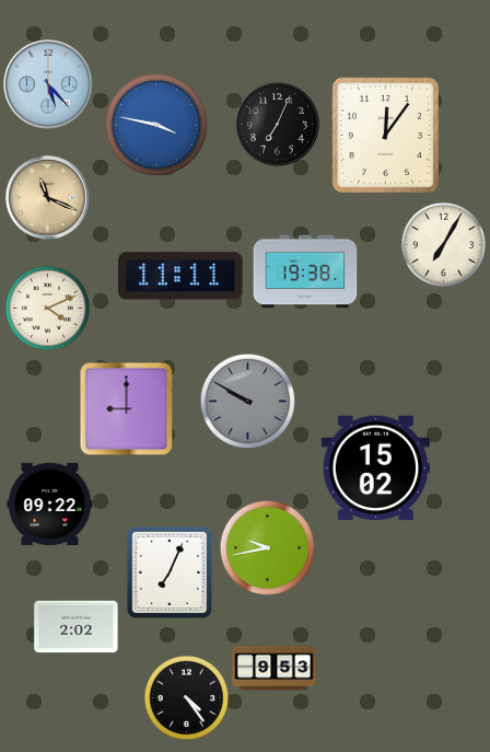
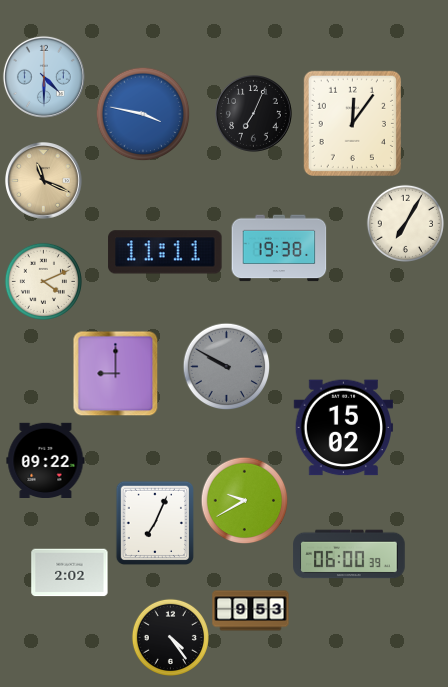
clock at (48, 84): 5:23 -> 4:30
clock at (267, 547): 9:43 -> 9:40
clock at (349, 554): none -> 06:00
